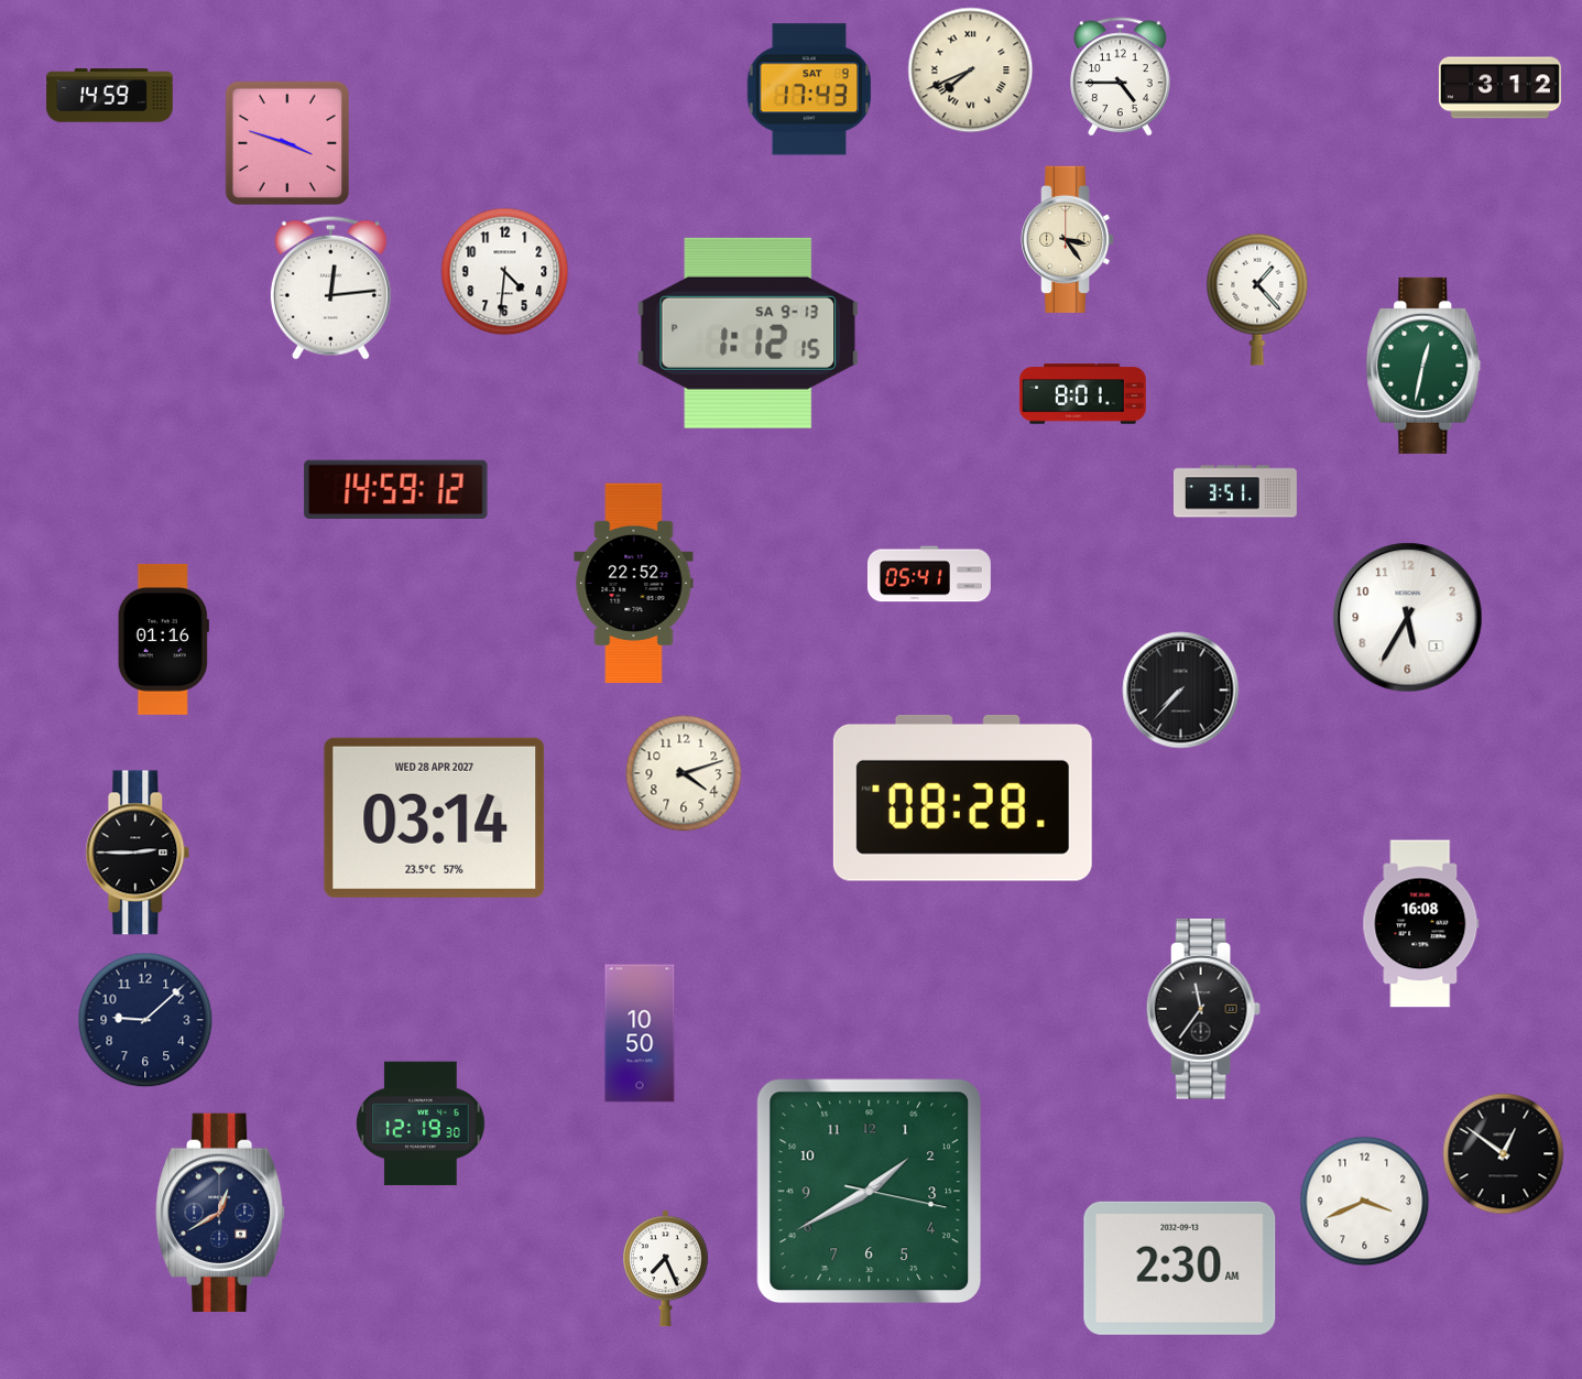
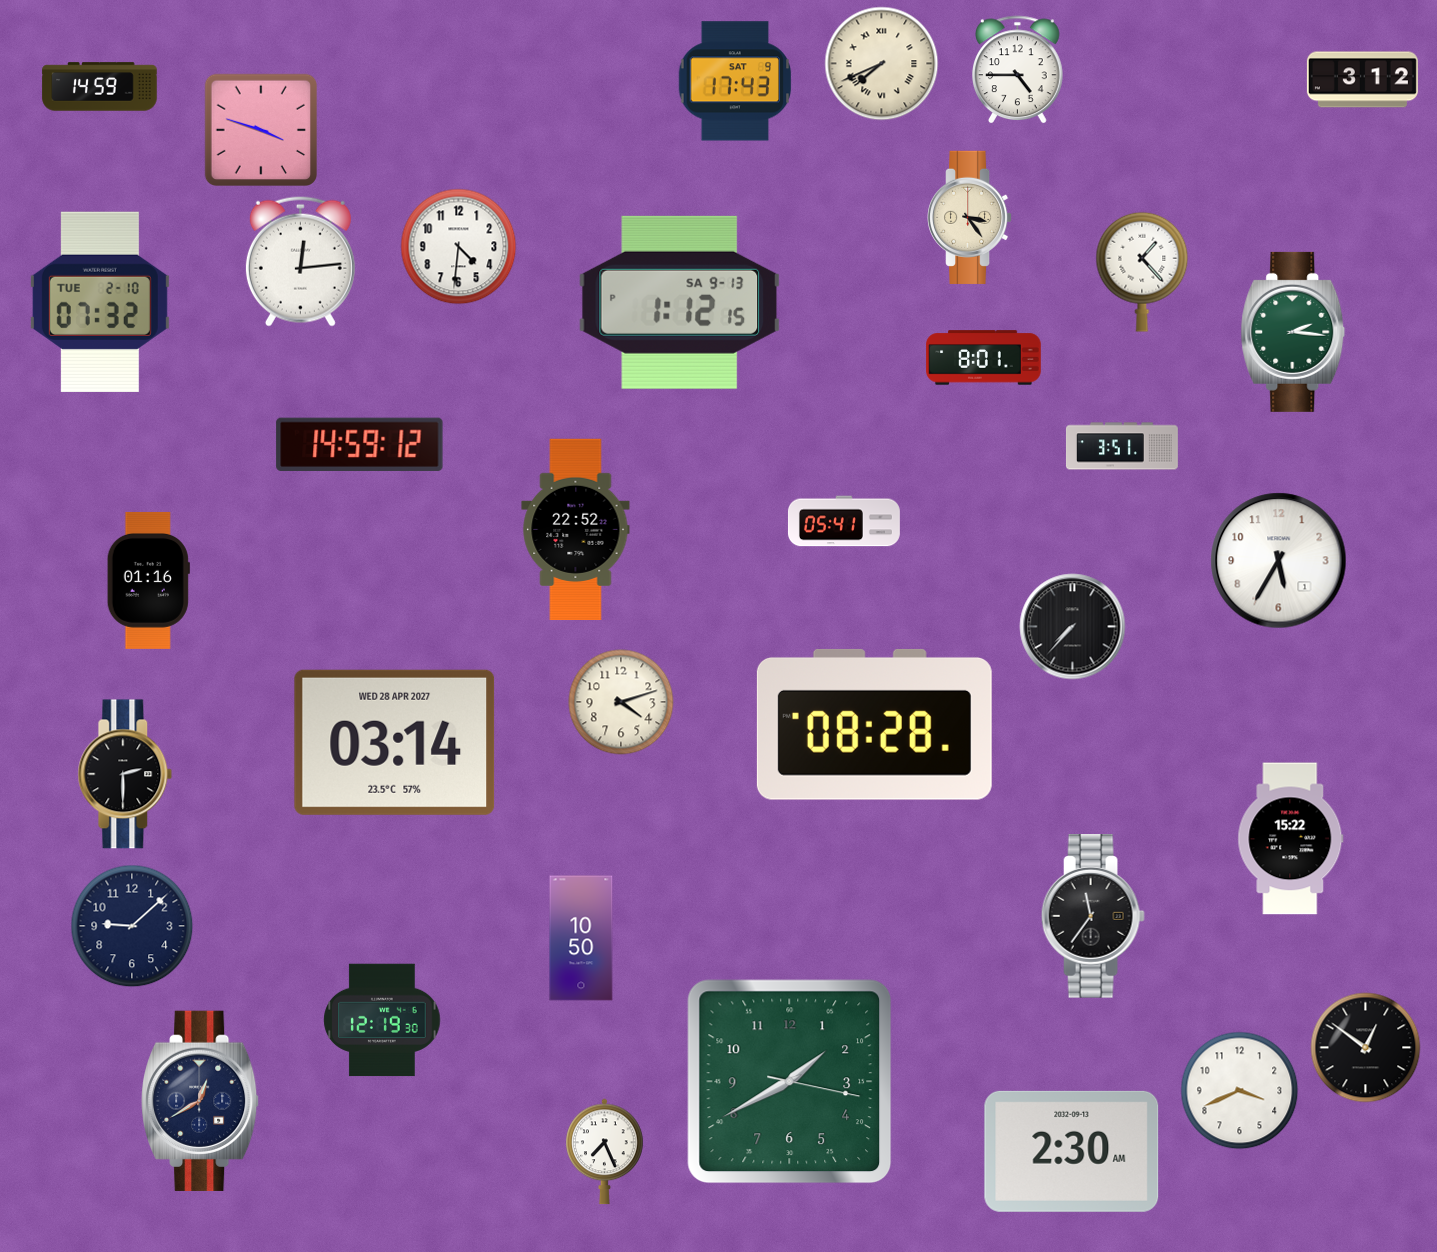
clock at (100, 302): none -> 07:32
clock at (1423, 366): 12:32 -> 2:16
clock at (138, 853): 2:45 -> 2:30
clock at (1421, 924): 16:08 -> 15:22
